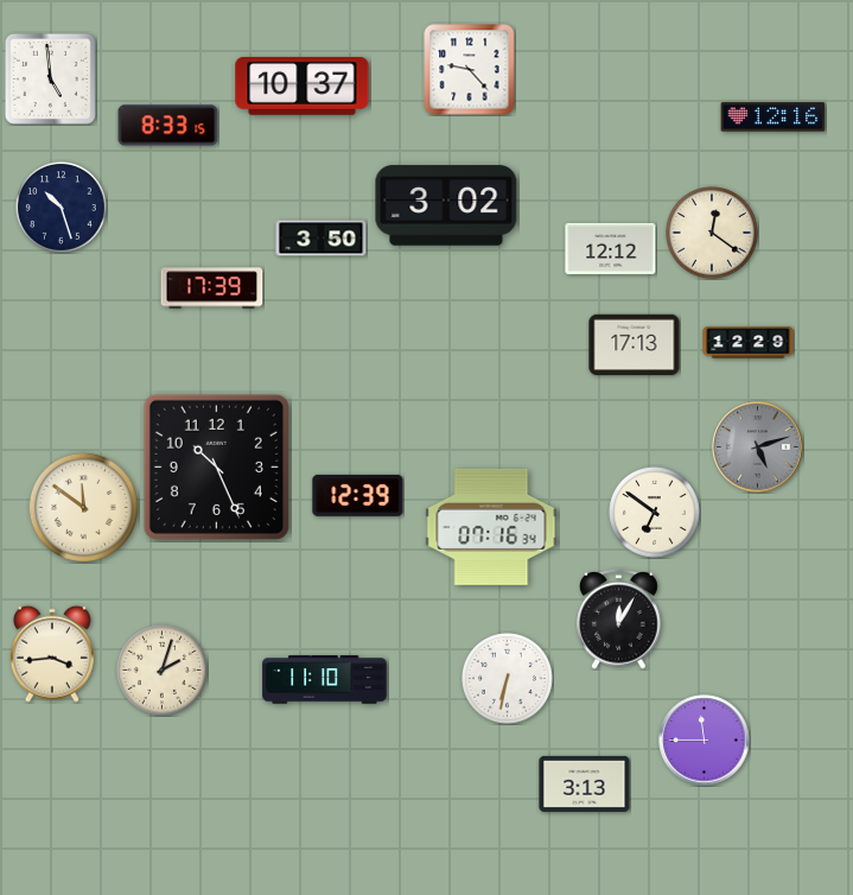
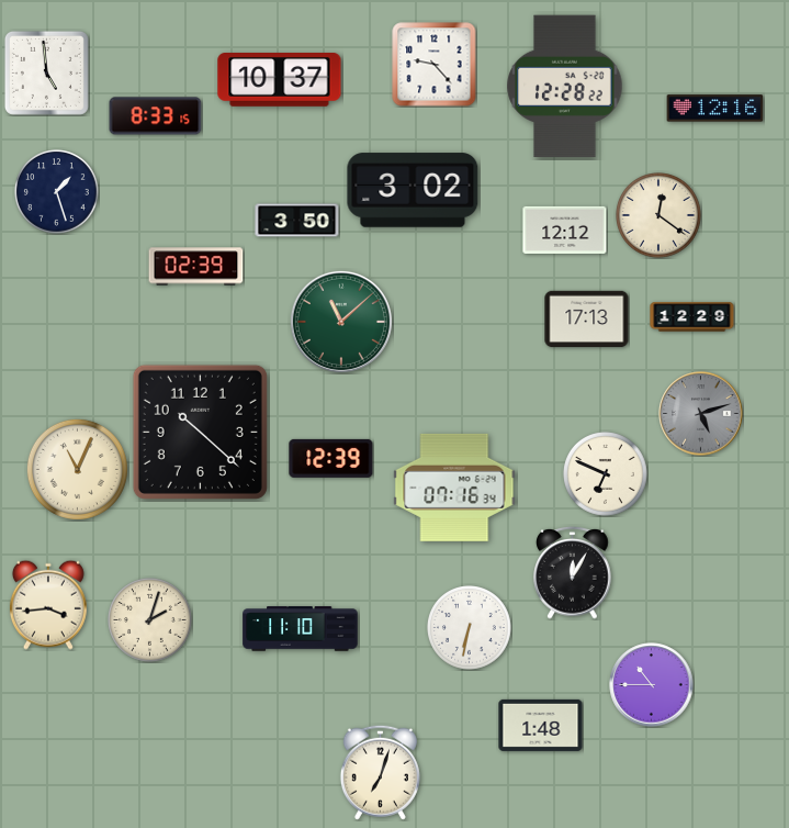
clock at (565, 87): none -> 12:28
clock at (62, 208): 10:27 -> 1:27
clock at (212, 288): 17:39 -> 02:39
clock at (341, 322): none -> 11:08
clock at (216, 466): 10:26 -> 10:22
clock at (83, 507): 11:51 -> 11:04
clock at (655, 513): 6:51 -> 6:49
clock at (705, 741): 11:45 -> 10:45
clock at (585, 783): 3:13 -> 1:48
clock at (380, 772): none -> 7:03
